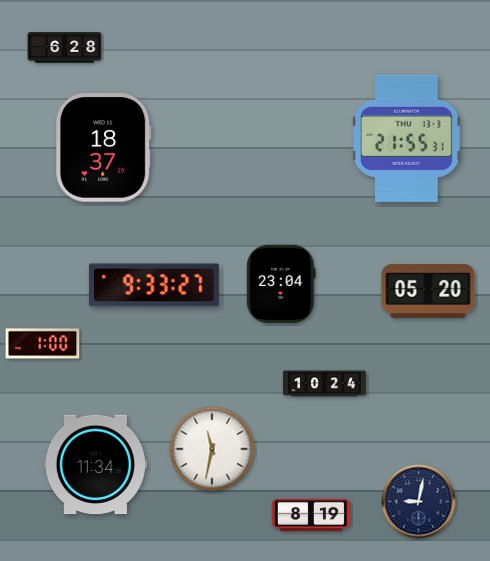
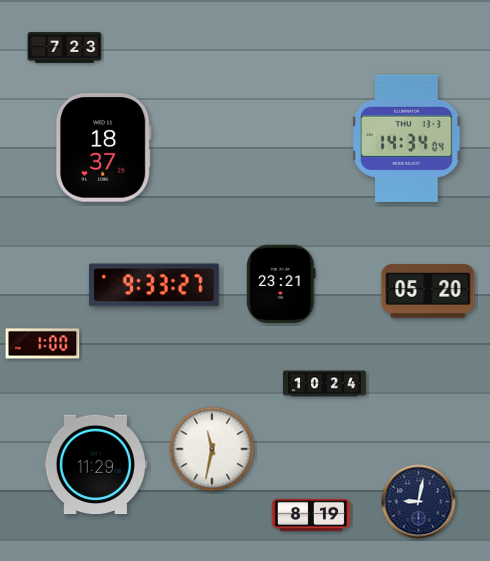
clock at (65, 48): 6:28 -> 7:23
clock at (407, 138): 21:55 -> 14:34
clock at (281, 284): 23:04 -> 23:21
clock at (95, 465): 11:34 -> 11:29
